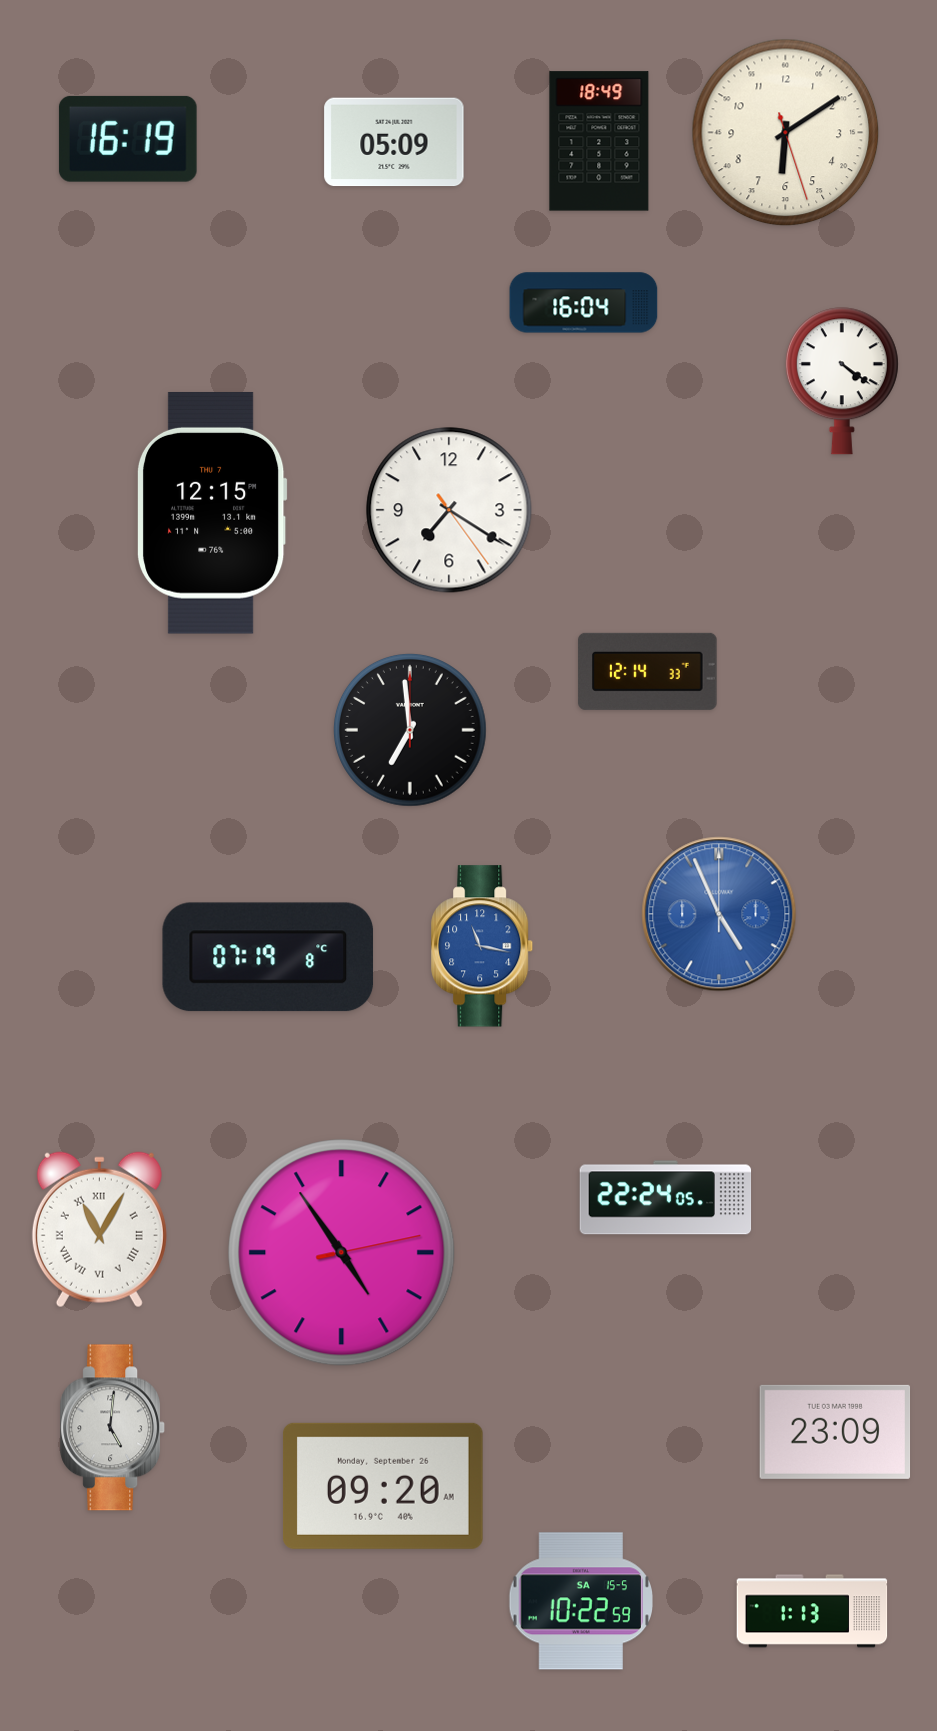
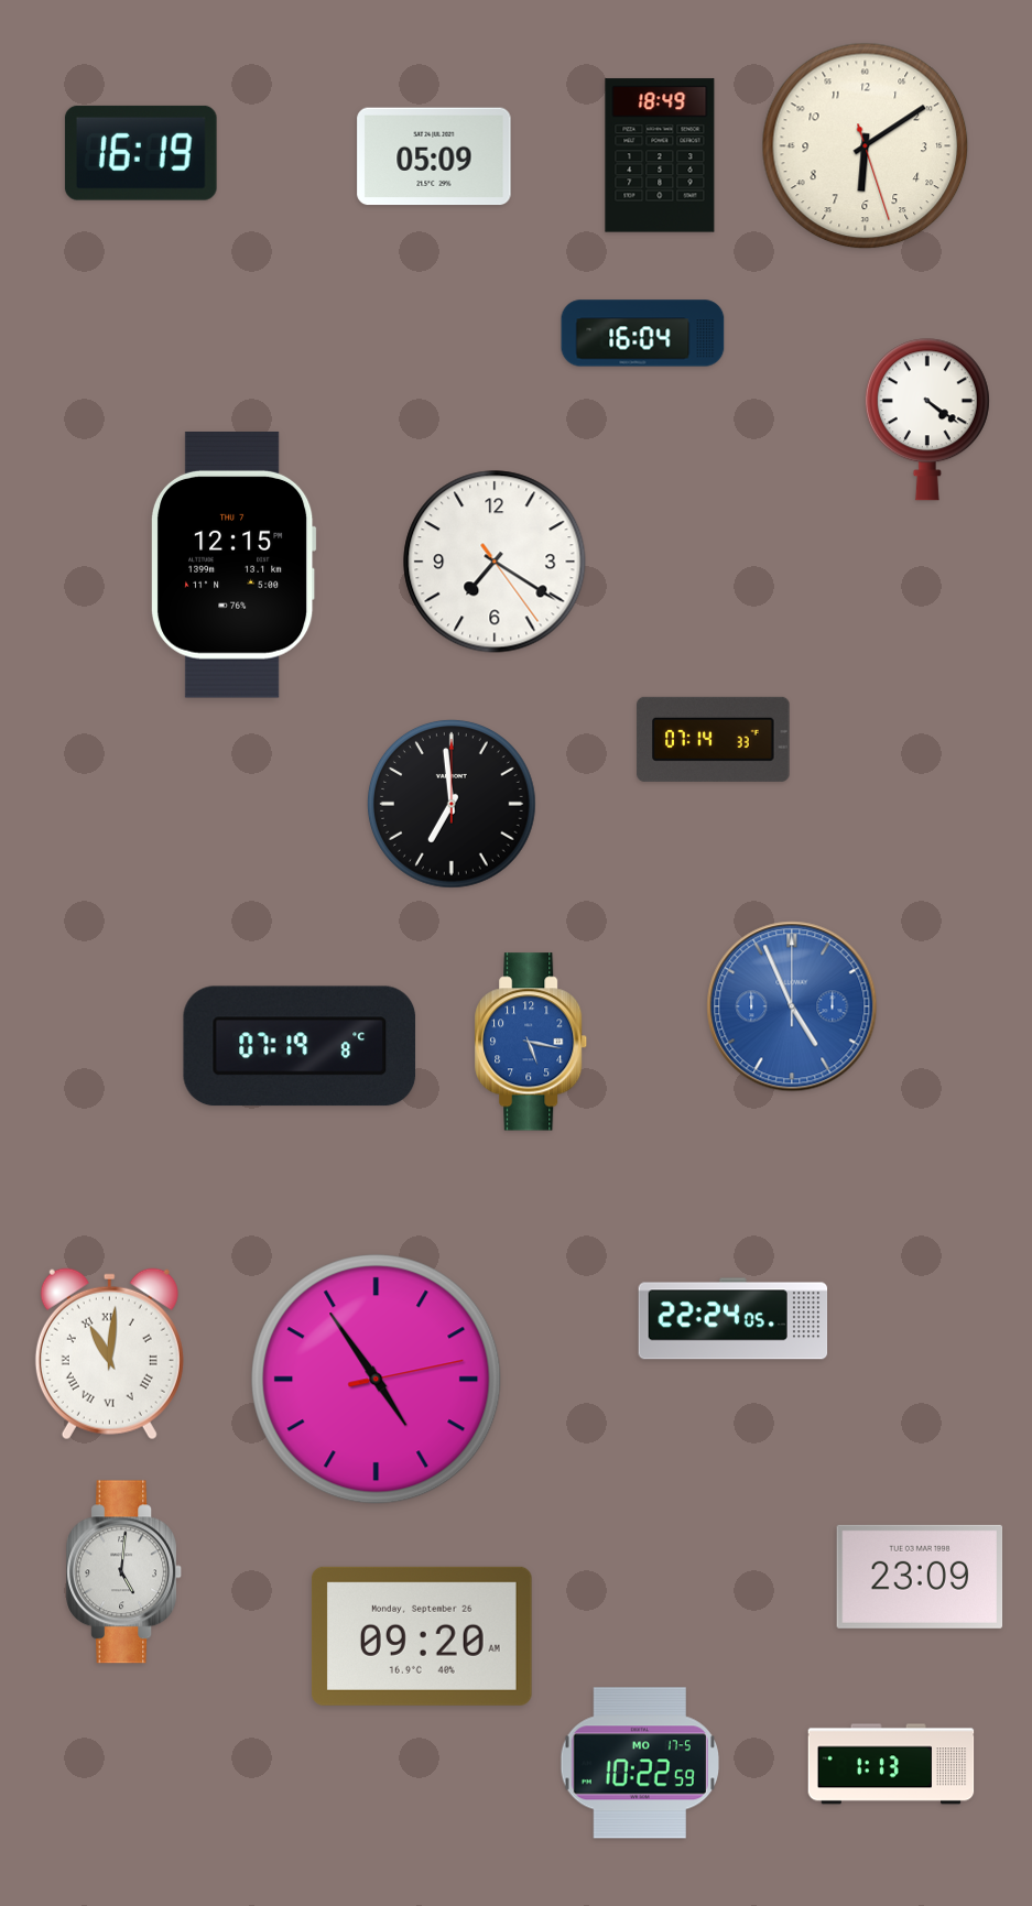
clock at (648, 671): 12:14 -> 07:14
clock at (483, 946): 11:17 -> 5:17
clock at (268, 957) position: (268, 957) -> (300, 1046)
clock at (99, 1230): 11:05 -> 11:01
clock at (580, 1601) date: SA 15-5 -> MO 17-5
clock at (812, 1611) position: (812, 1611) -> (891, 1764)
